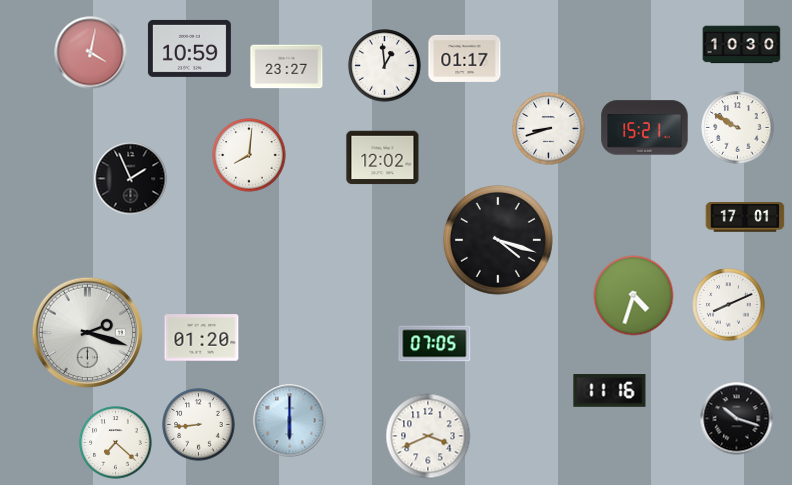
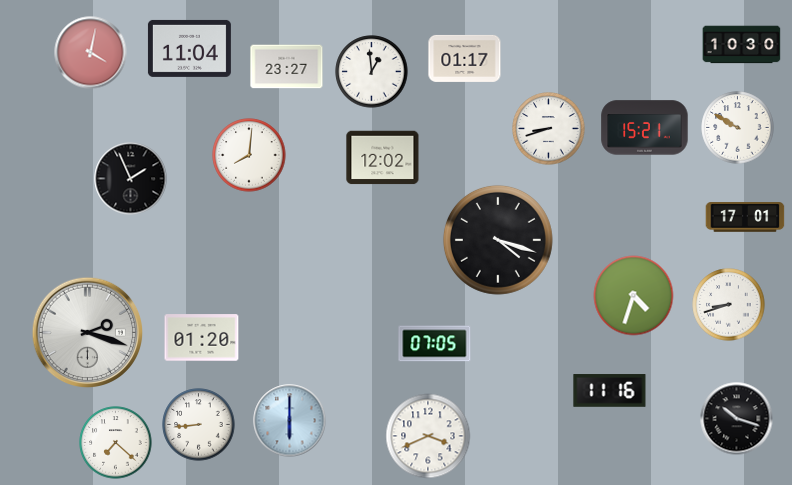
clock at (189, 48): 10:59 -> 11:04
clock at (385, 66) position: (385, 66) -> (372, 72)
clock at (729, 305): 8:11 -> 8:42
